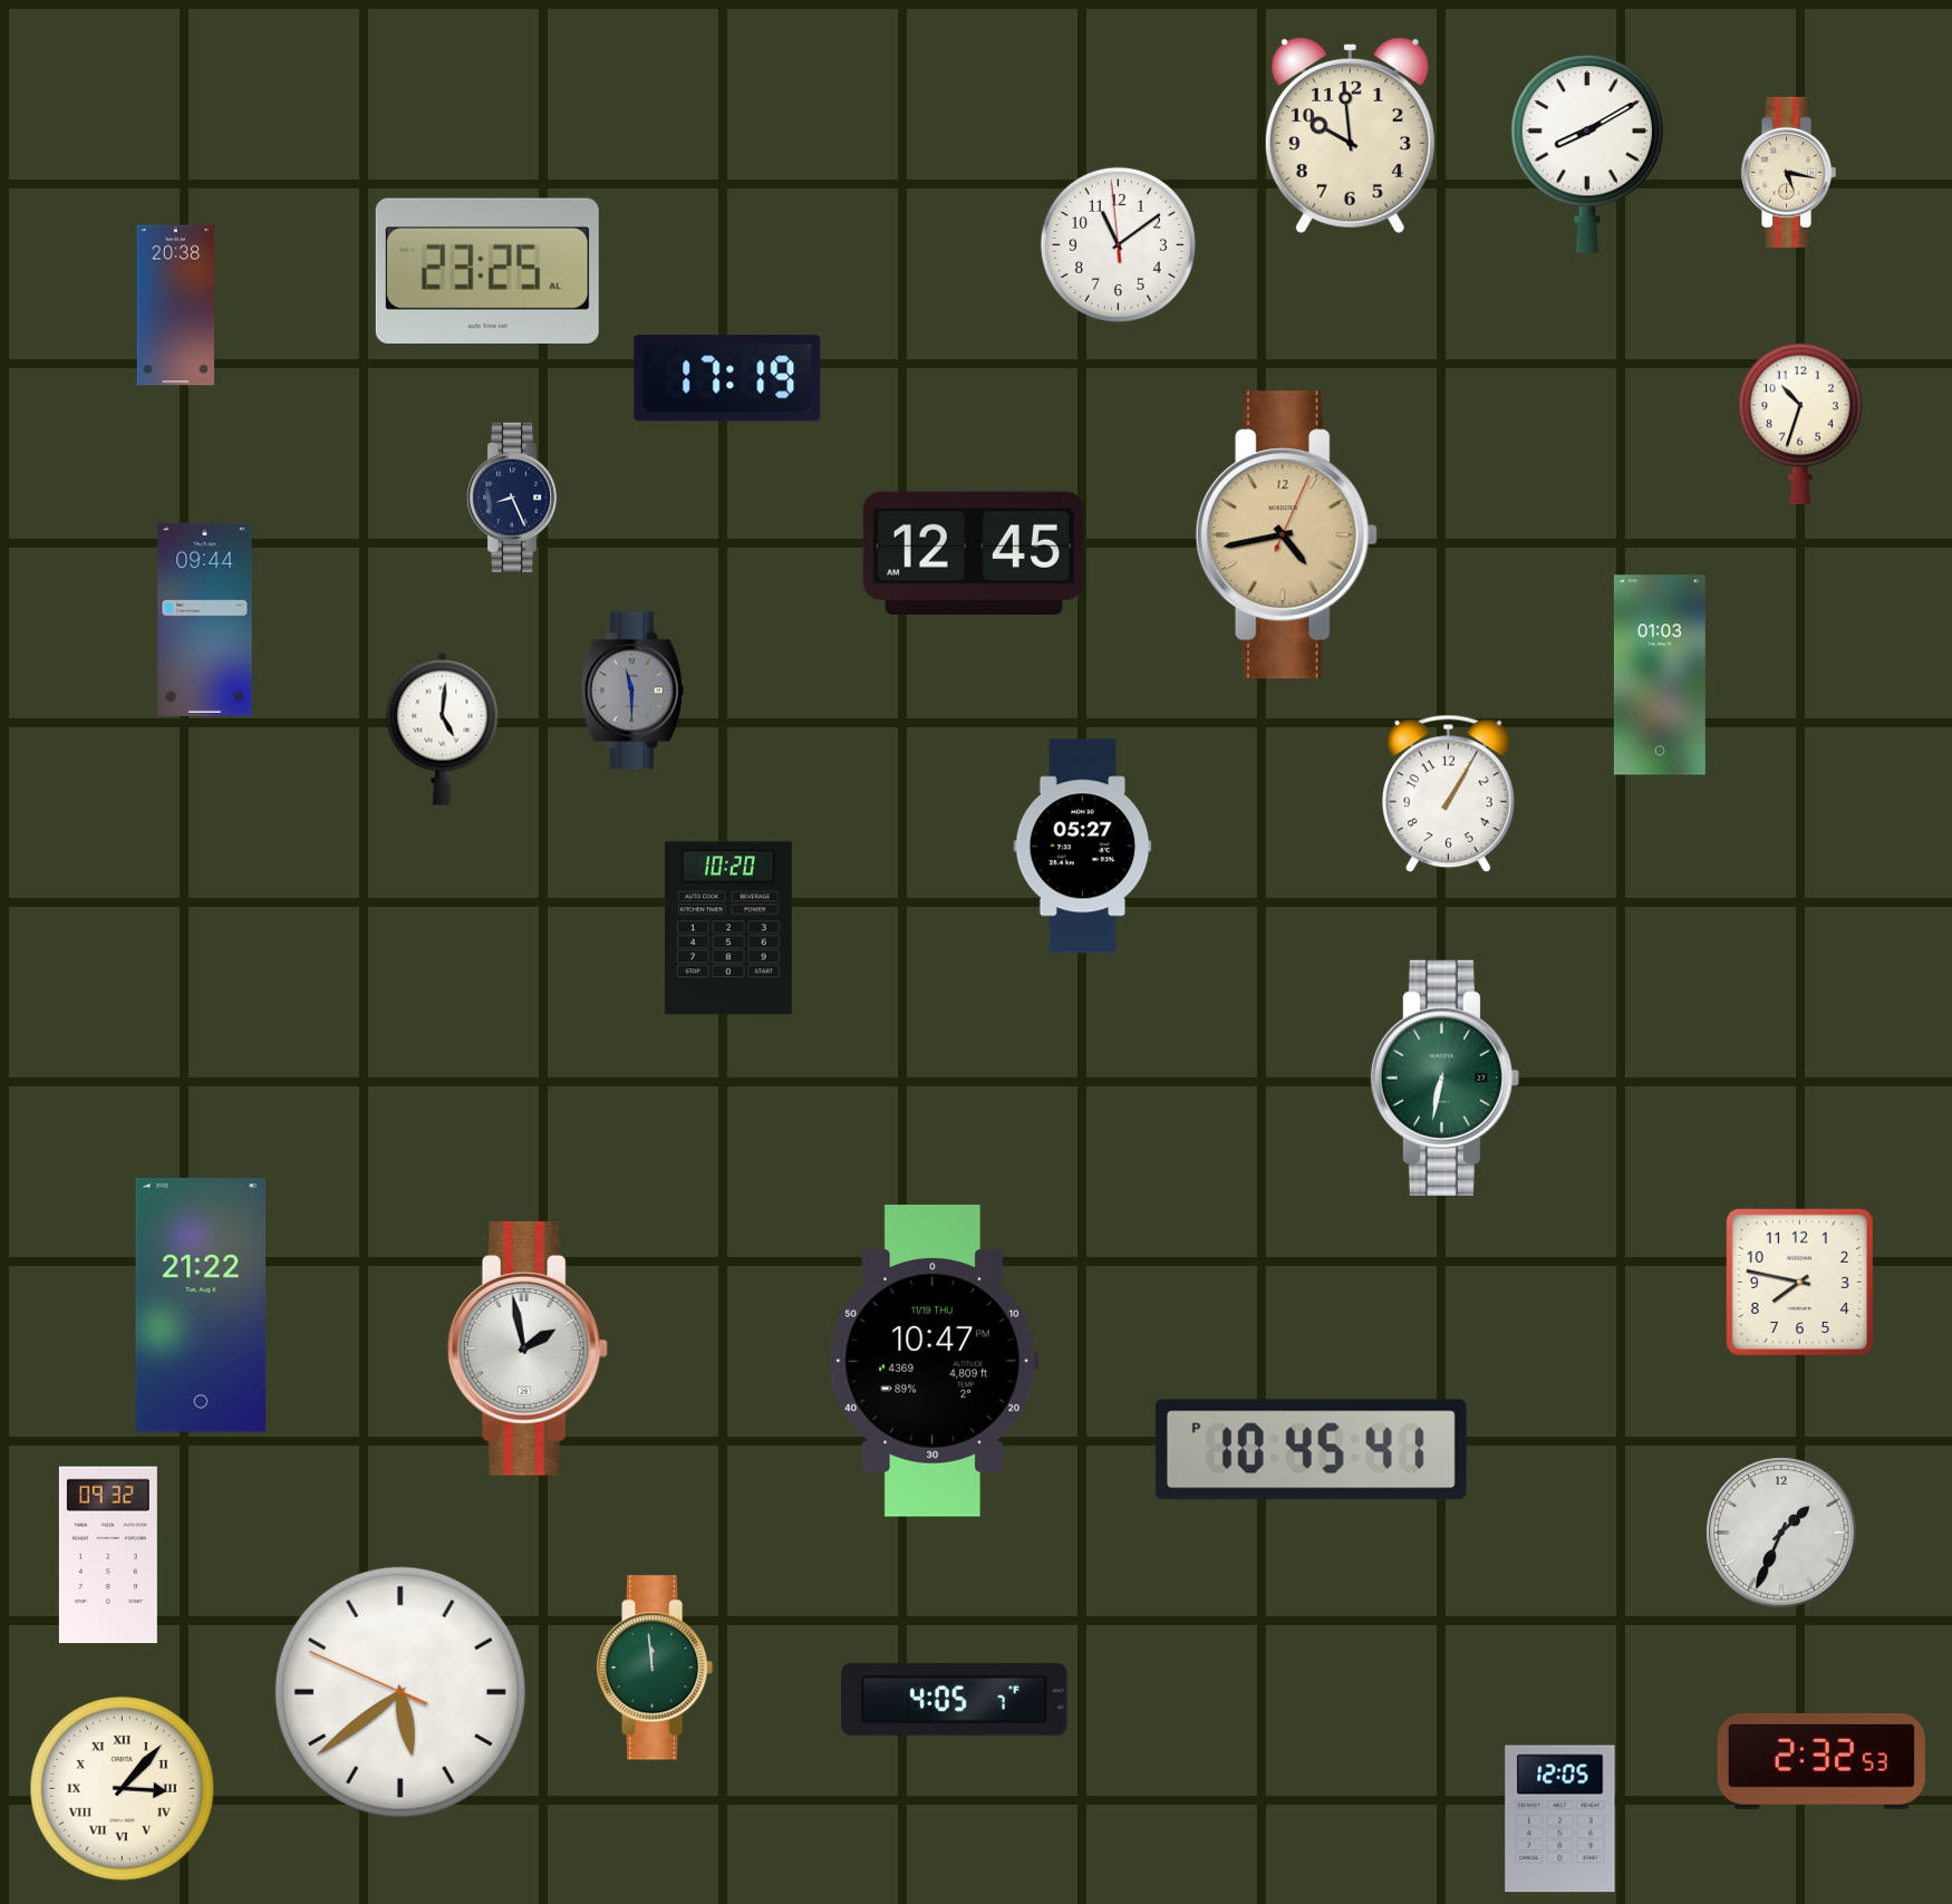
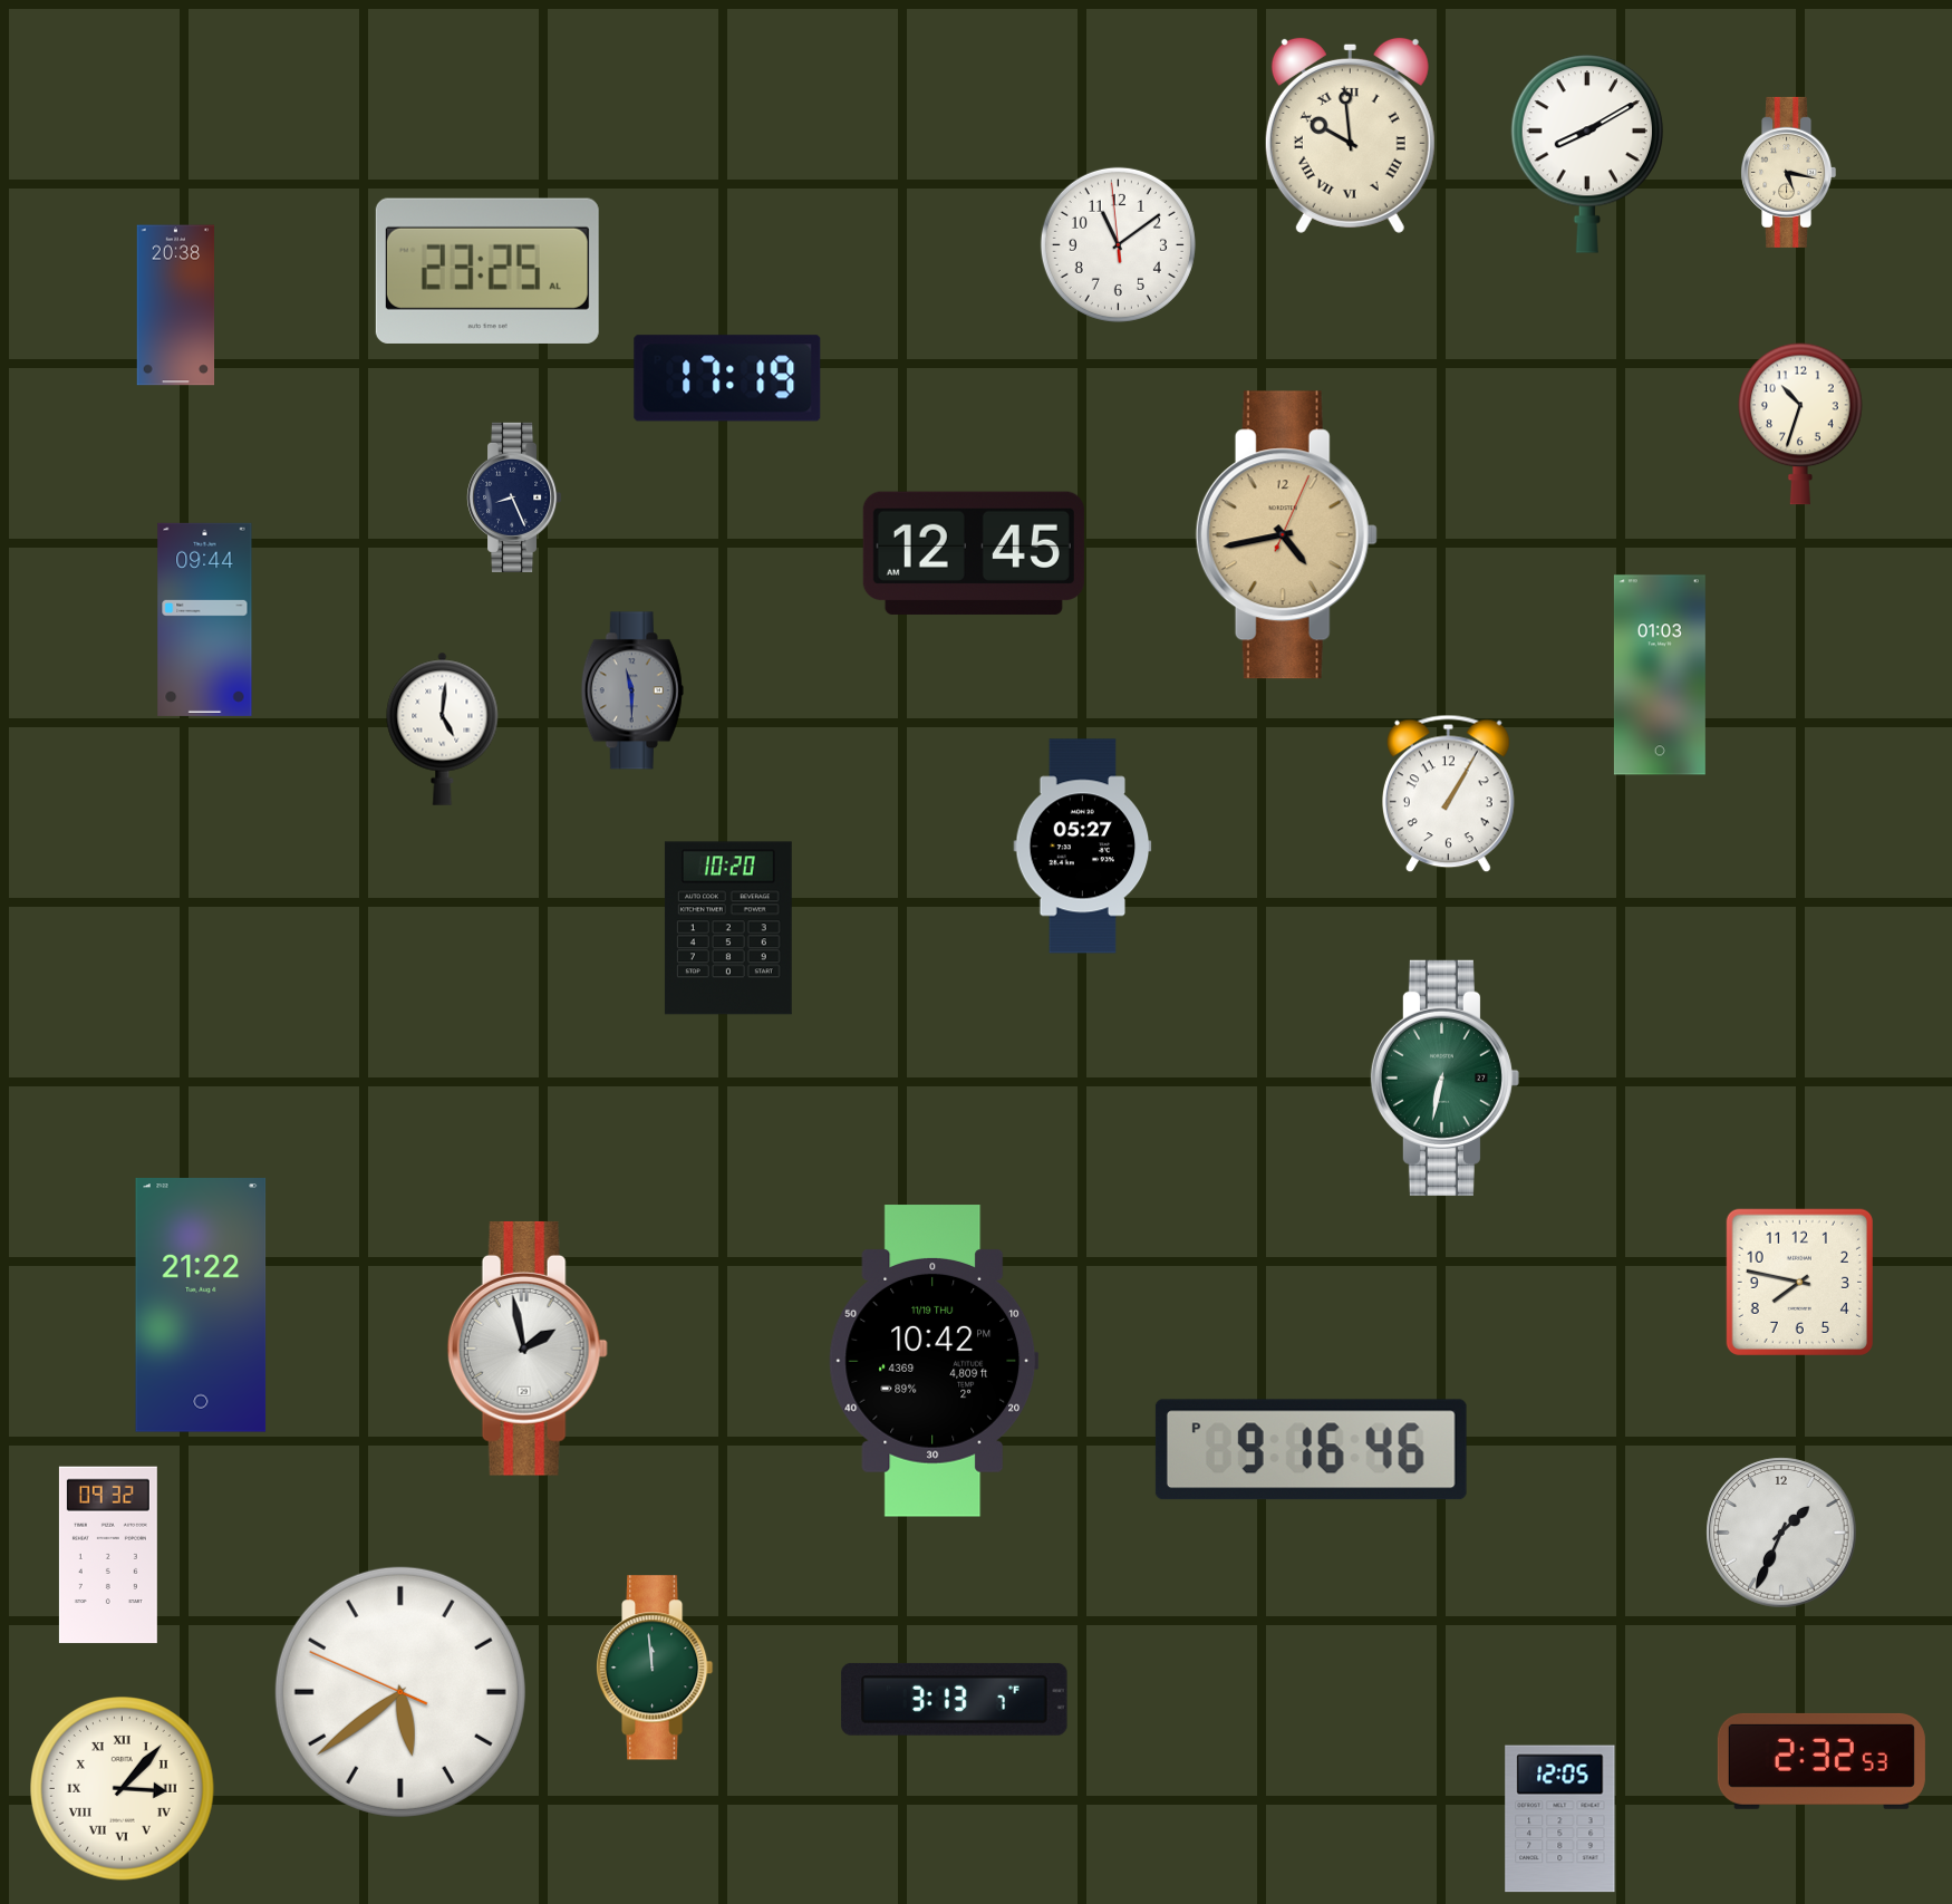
clock at (1350, 135) numerals: Arabic -> Roman
clock at (934, 1361): 10:47 -> 10:42
clock at (1311, 1450): 10:45 -> 9:16
clock at (955, 1699): 4:05 -> 3:13
